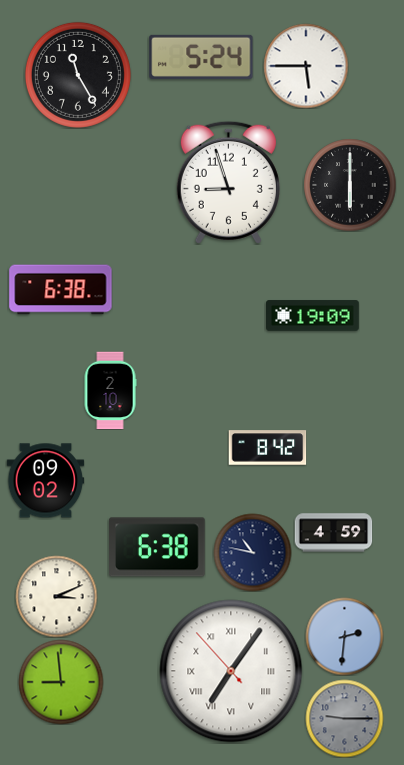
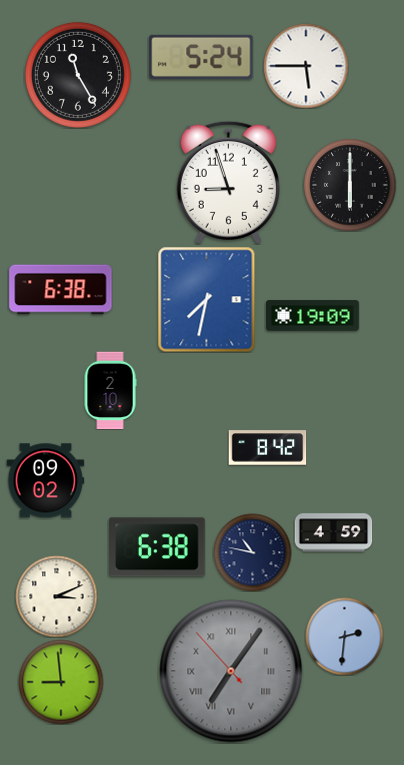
clock at (207, 299): none -> 7:32
clock at (231, 671) dial: white -> grey
clock at (344, 718): 9:15 -> none
